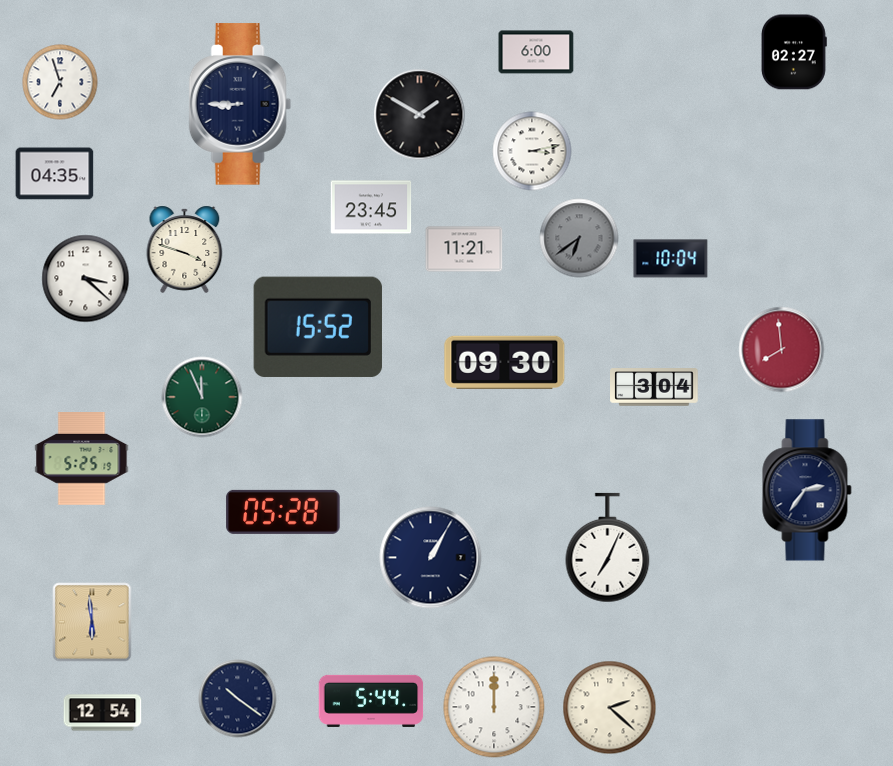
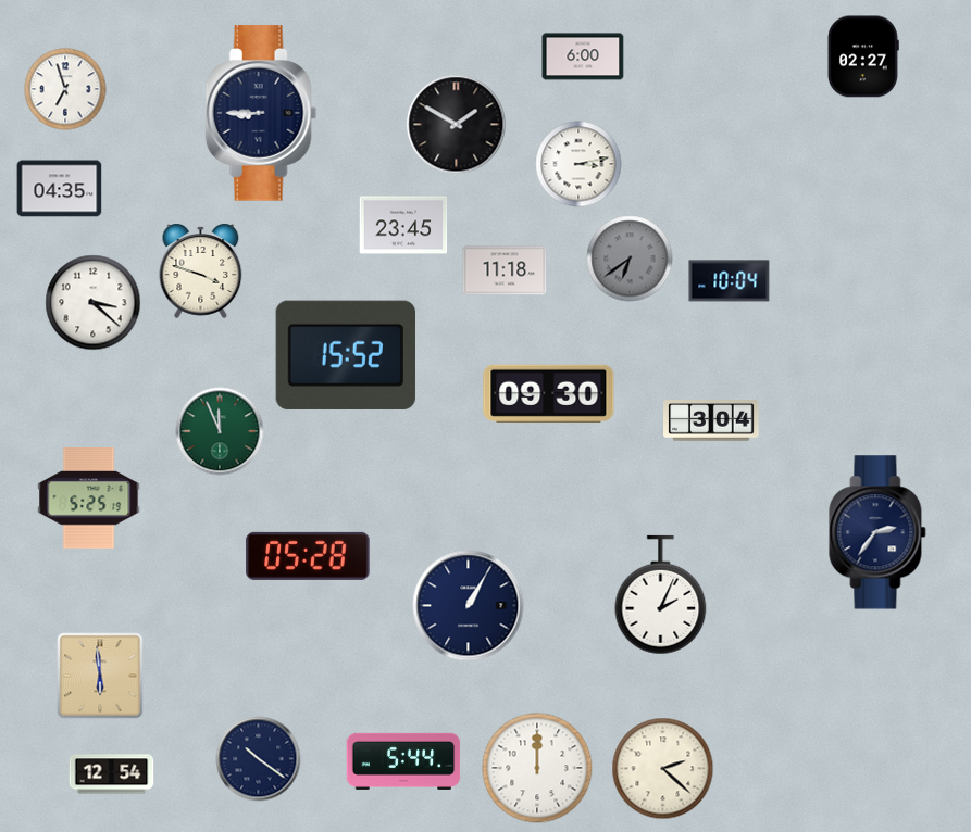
clock at (464, 249): 11:21 -> 11:18
clock at (782, 350): 7:59 -> none
clock at (608, 548): 7:04 -> 2:04
